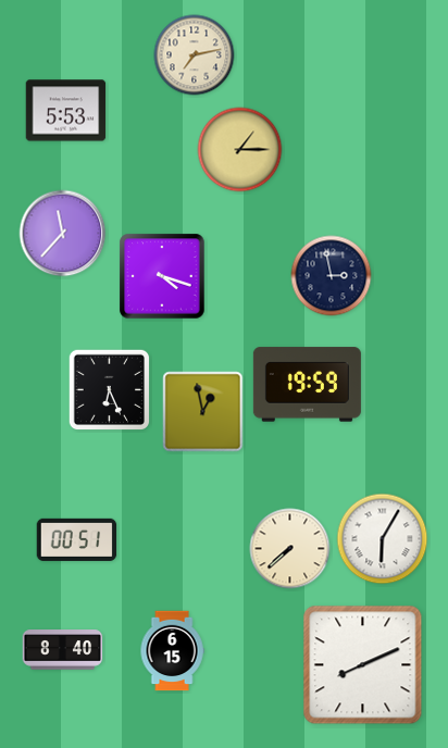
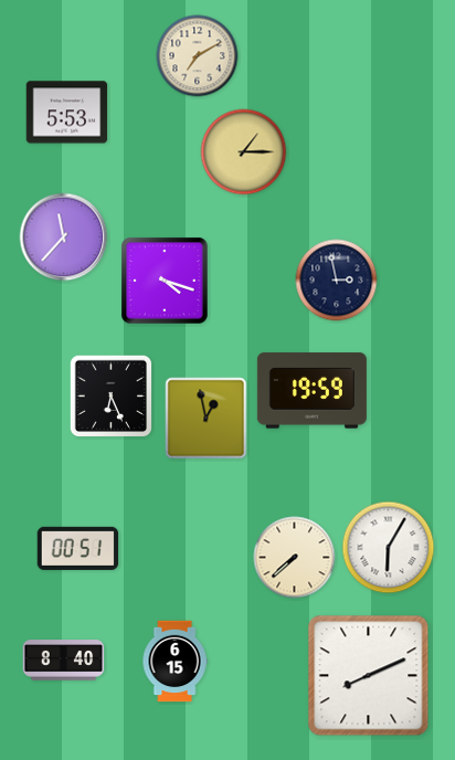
clock at (195, 55): 7:13 -> 7:10
